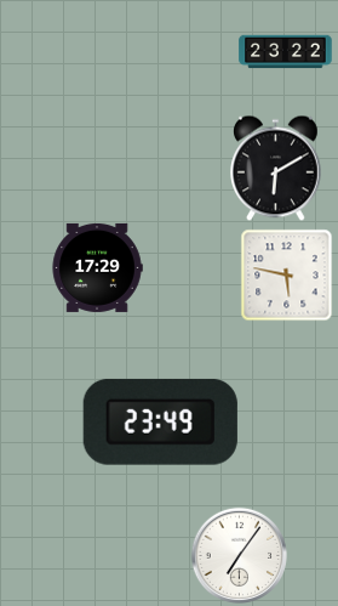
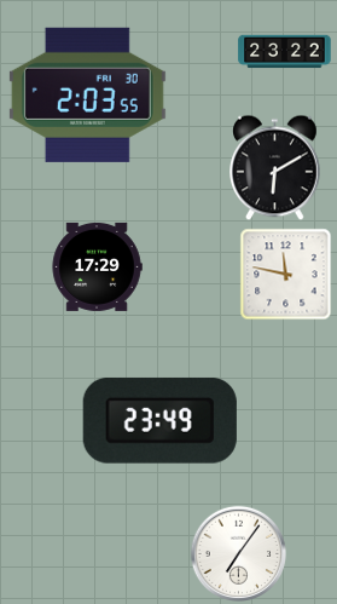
clock at (87, 94): none -> 2:03
clock at (287, 276): 5:47 -> 11:47
